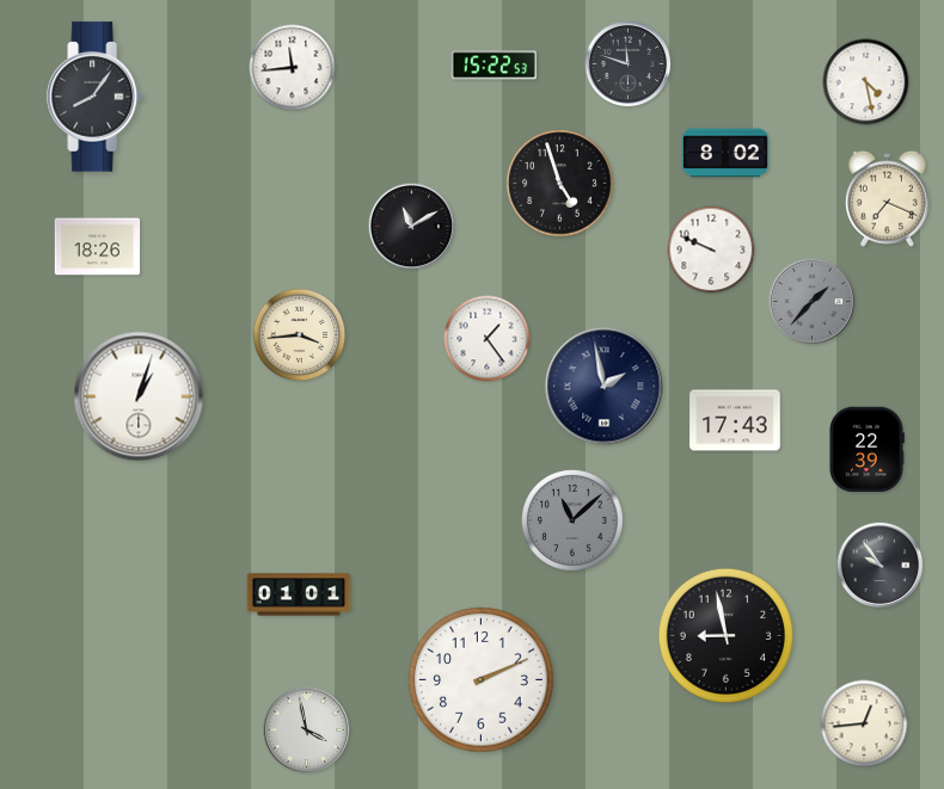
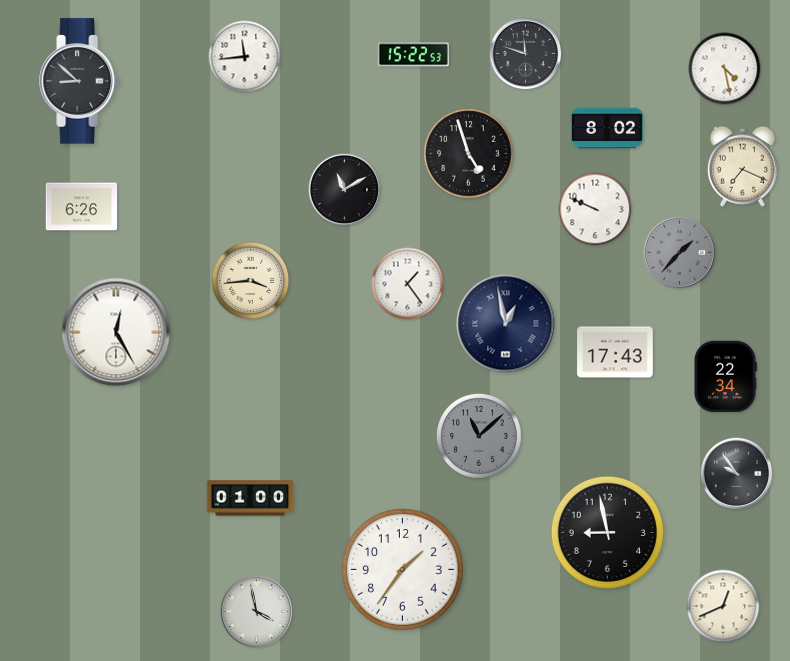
clock at (94, 97): 8:06 -> 8:52
clock at (98, 247): 18:26 -> 6:26
clock at (605, 387): 1:58 -> 12:58
clock at (139, 396): 1:03 -> 12:25
clock at (866, 450): 22:39 -> 22:34
clock at (299, 594): 01:01 -> 01:00
clock at (482, 680): 2:11 -> 1:36
clock at (864, 723): 12:44 -> 12:41
